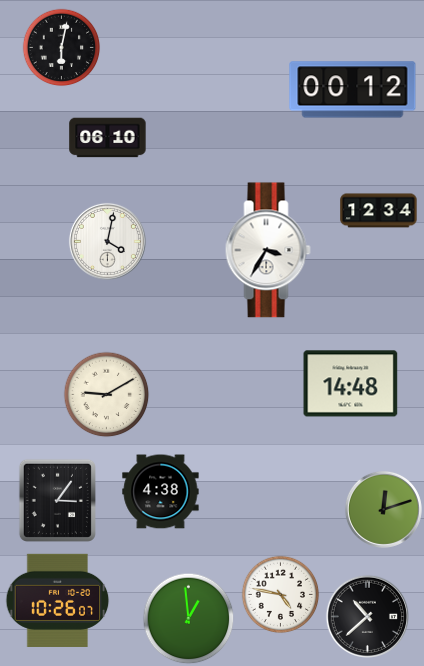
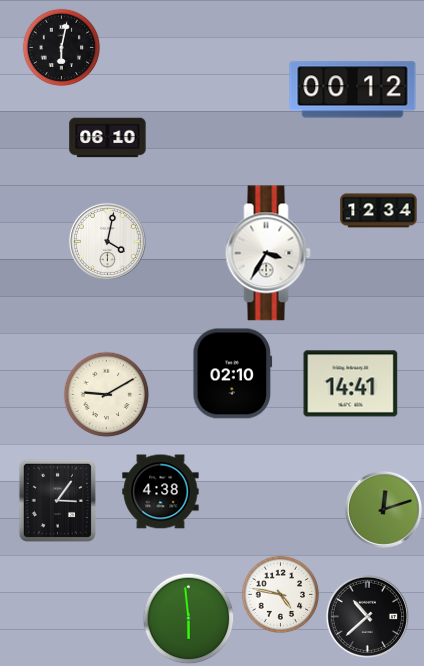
clock at (268, 250) position: (268, 250) -> (268, 253)
clock at (233, 374): none -> 02:10
clock at (351, 384): 14:48 -> 14:41
clock at (58, 600): 10:26 -> none
clock at (188, 618): 12:59 -> 5:59
